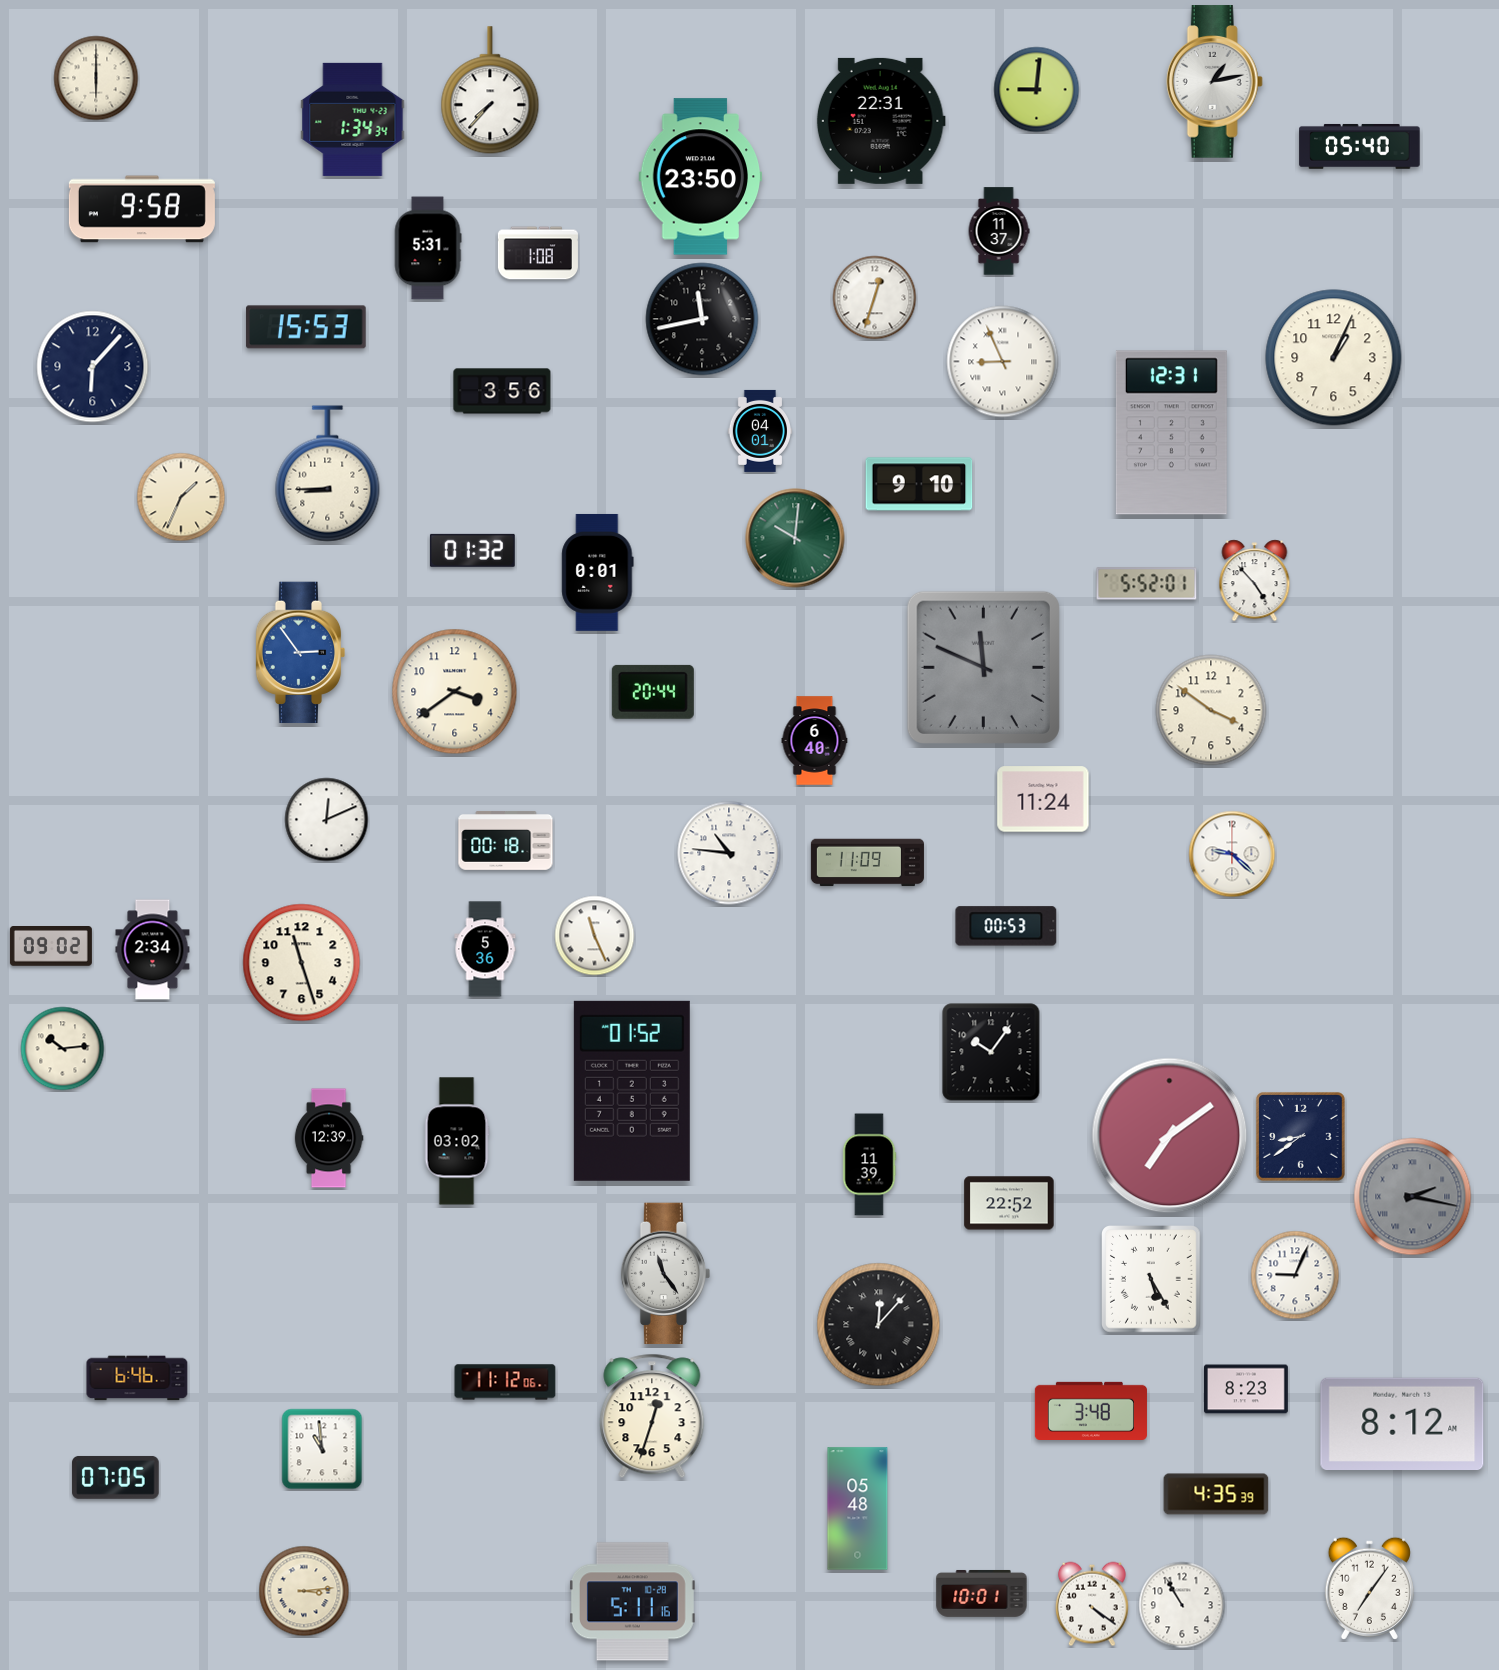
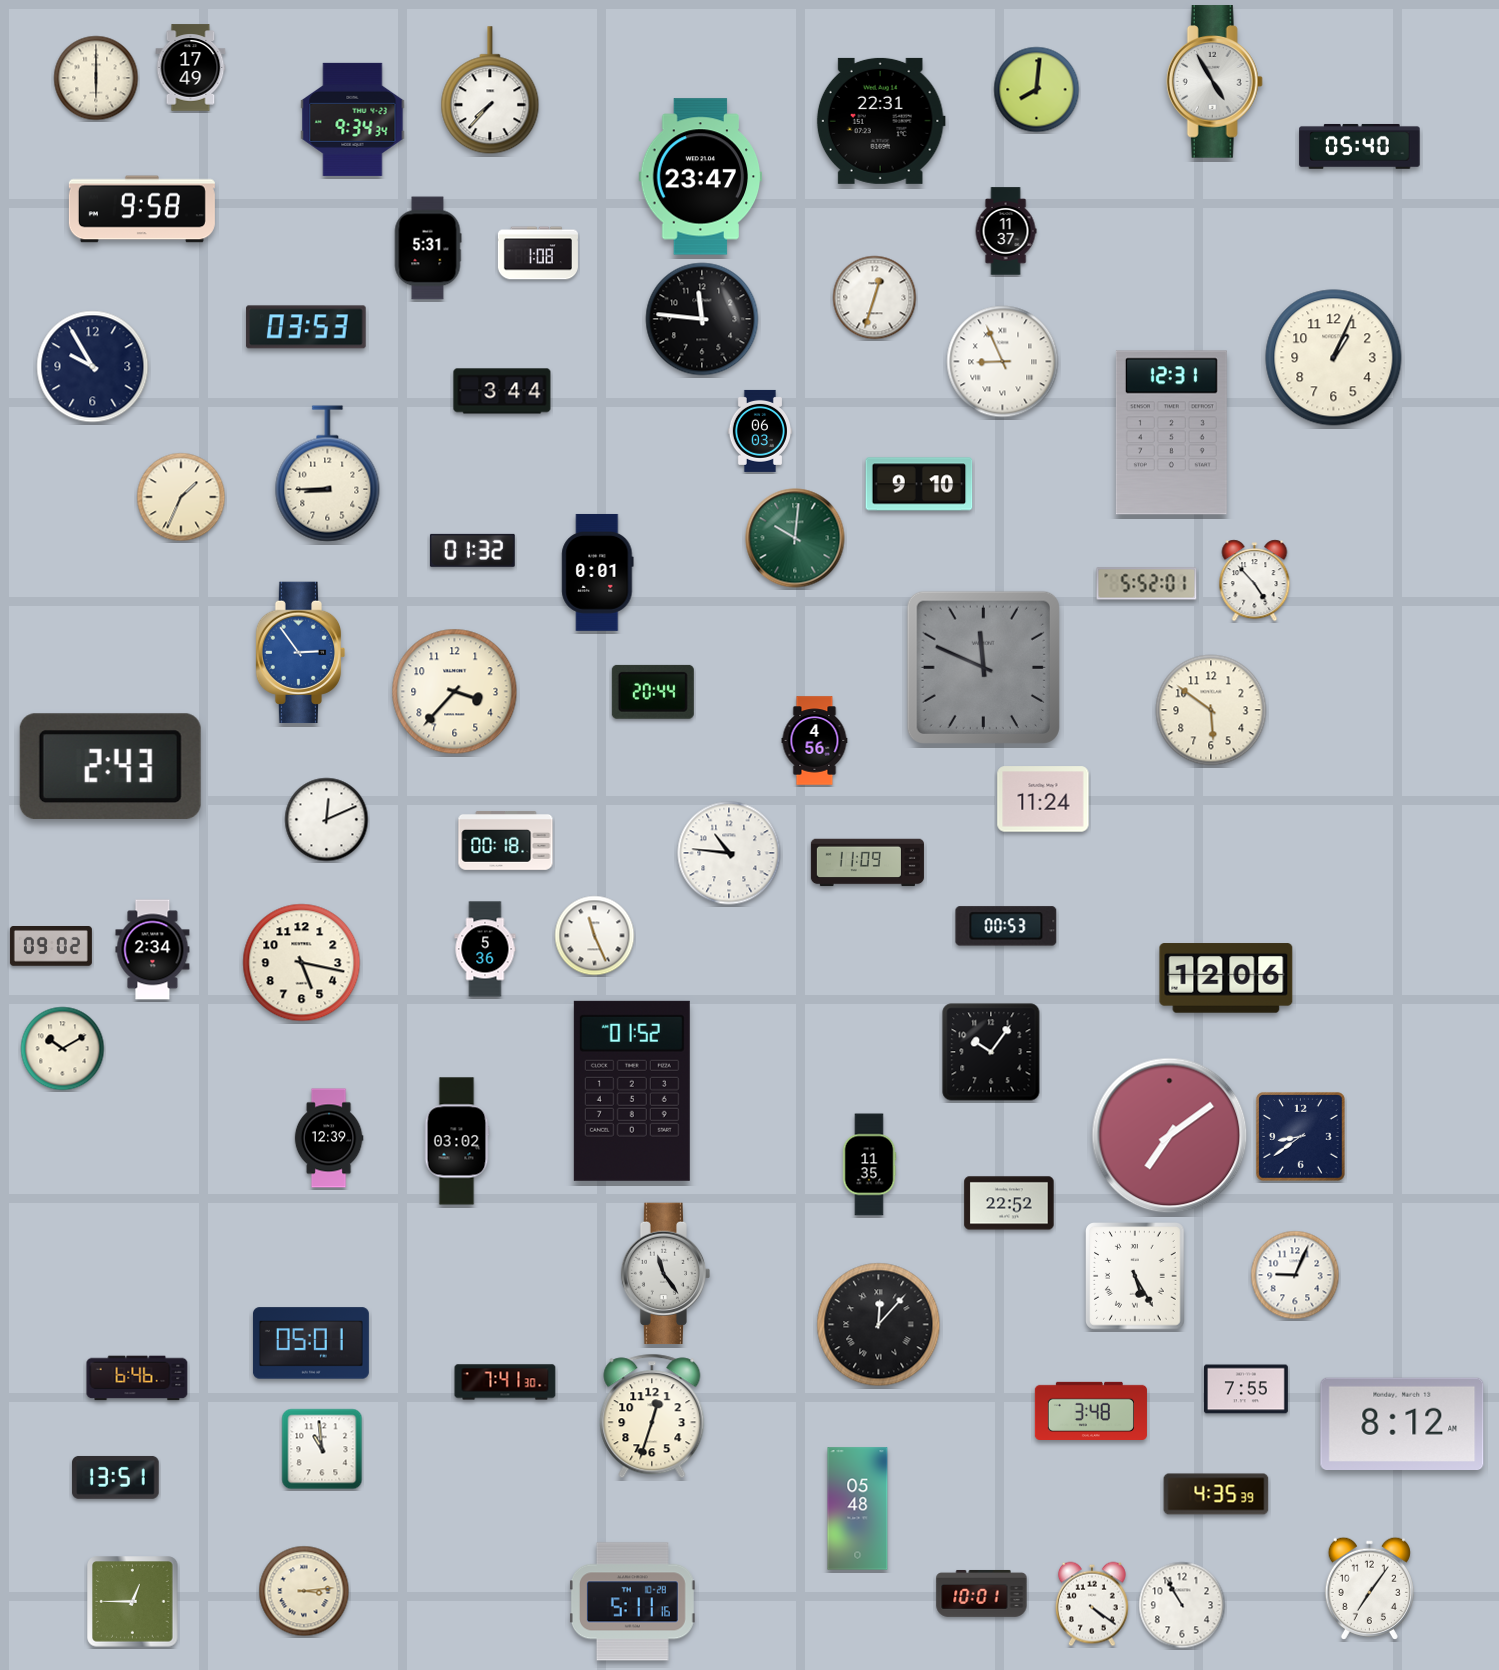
clock at (191, 68): none -> 17:49
clock at (1214, 82): 1:13 -> 4:55
clock at (1037, 90): 9:01 -> 8:01
clock at (353, 119): 1:34 -> 9:34
clock at (701, 177): 23:50 -> 23:47
clock at (999, 231) position: (999, 231) -> (1006, 231)
clock at (702, 319): 11:43 -> 11:46
clock at (306, 327): 15:53 -> 03:53
clock at (93, 367): 6:07 -> 9:55
clock at (502, 391): 3:56 -> 3:44
clock at (759, 431): 04:01 -> 06:03
clock at (455, 692): 3:39 -> 3:37
clock at (1211, 710): 3:51 -> 5:51
clock at (815, 741): 6:40 -> 4:56
clock at (110, 767): none -> 2:43
clock at (1232, 854): 9:22 -> none
clock at (302, 963): 11:27 -> 5:17
clock at (1226, 978): none -> 12:06
clock at (63, 1049): 10:14 -> 10:10
clock at (869, 1165): 11:39 -> 11:35
clock at (1413, 1197): 2:17 -> none
clock at (1152, 1280) position: (1152, 1280) -> (1136, 1277)
clock at (311, 1343): none -> 05:01
clock at (505, 1382): 11:12 -> 7:41
clock at (1246, 1389): 8:23 -> 7:55
clock at (116, 1477): 07:05 -> 13:51
clock at (133, 1602): none -> 12:45
